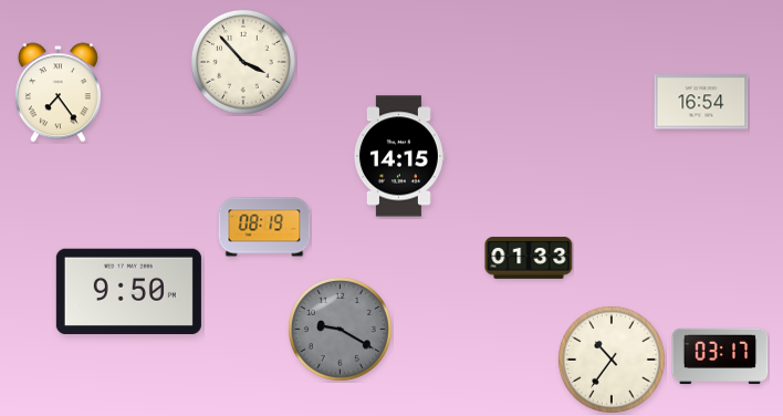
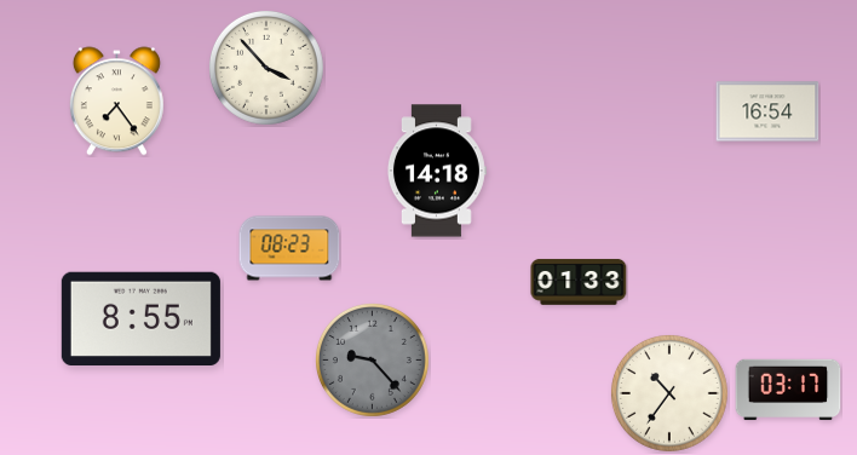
clock at (58, 93) position: (58, 93) -> (116, 102)
clock at (398, 156): 14:15 -> 14:18
clock at (264, 227): 08:19 -> 08:23
clock at (128, 291): 9:50 -> 8:55
clock at (340, 329): 9:20 -> 9:23
